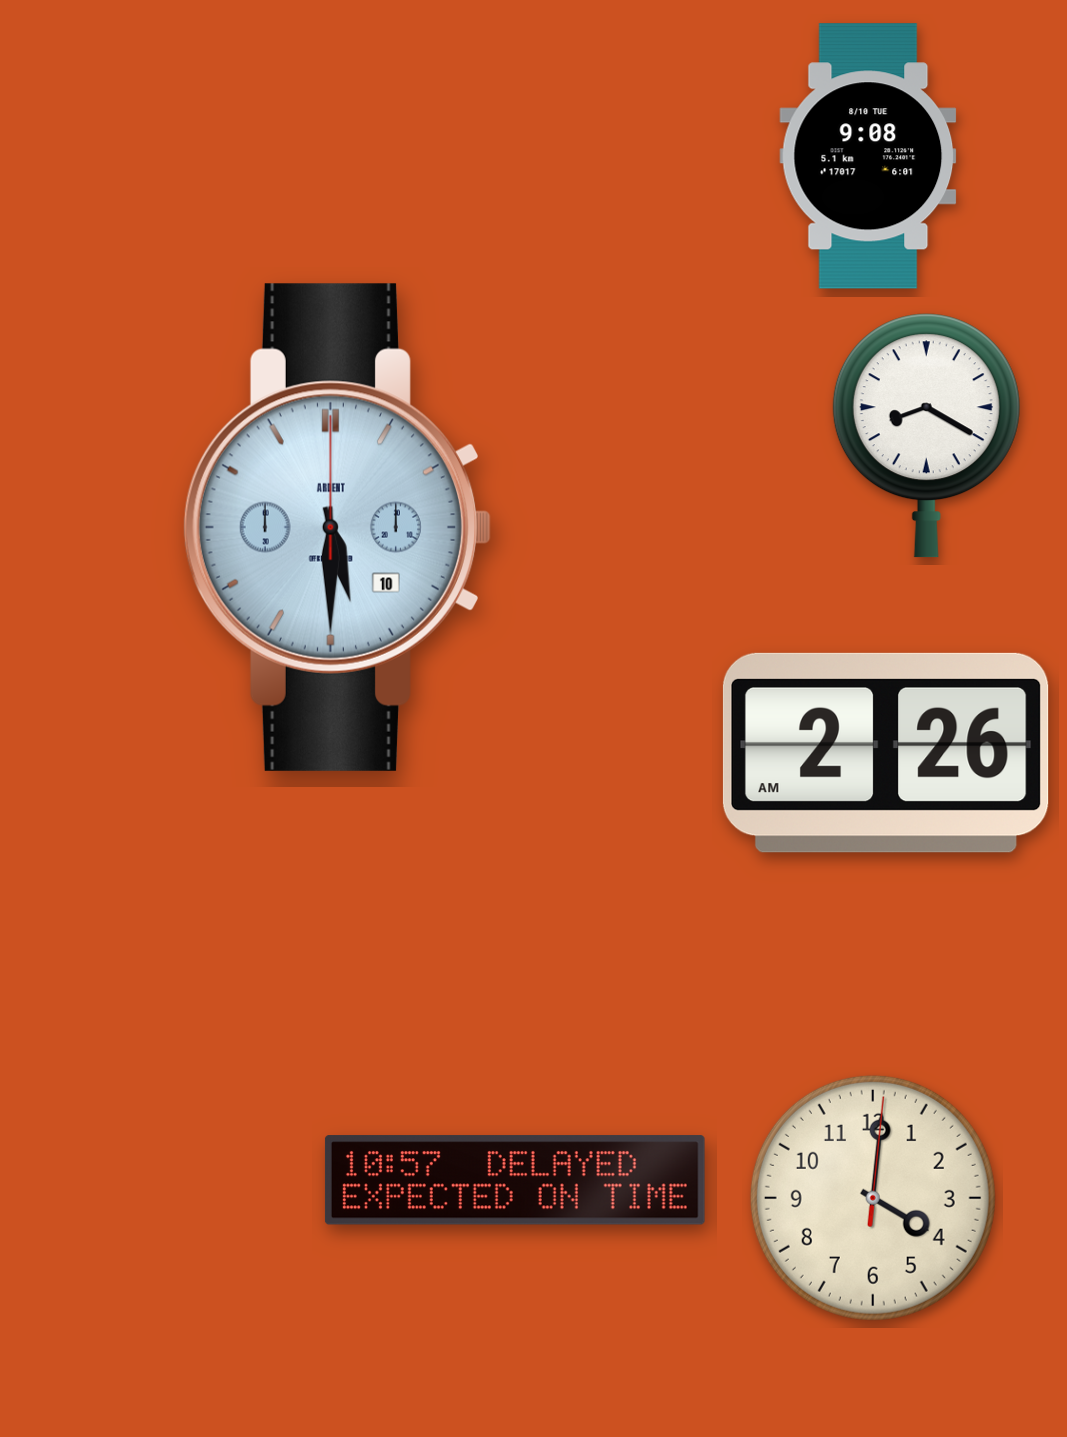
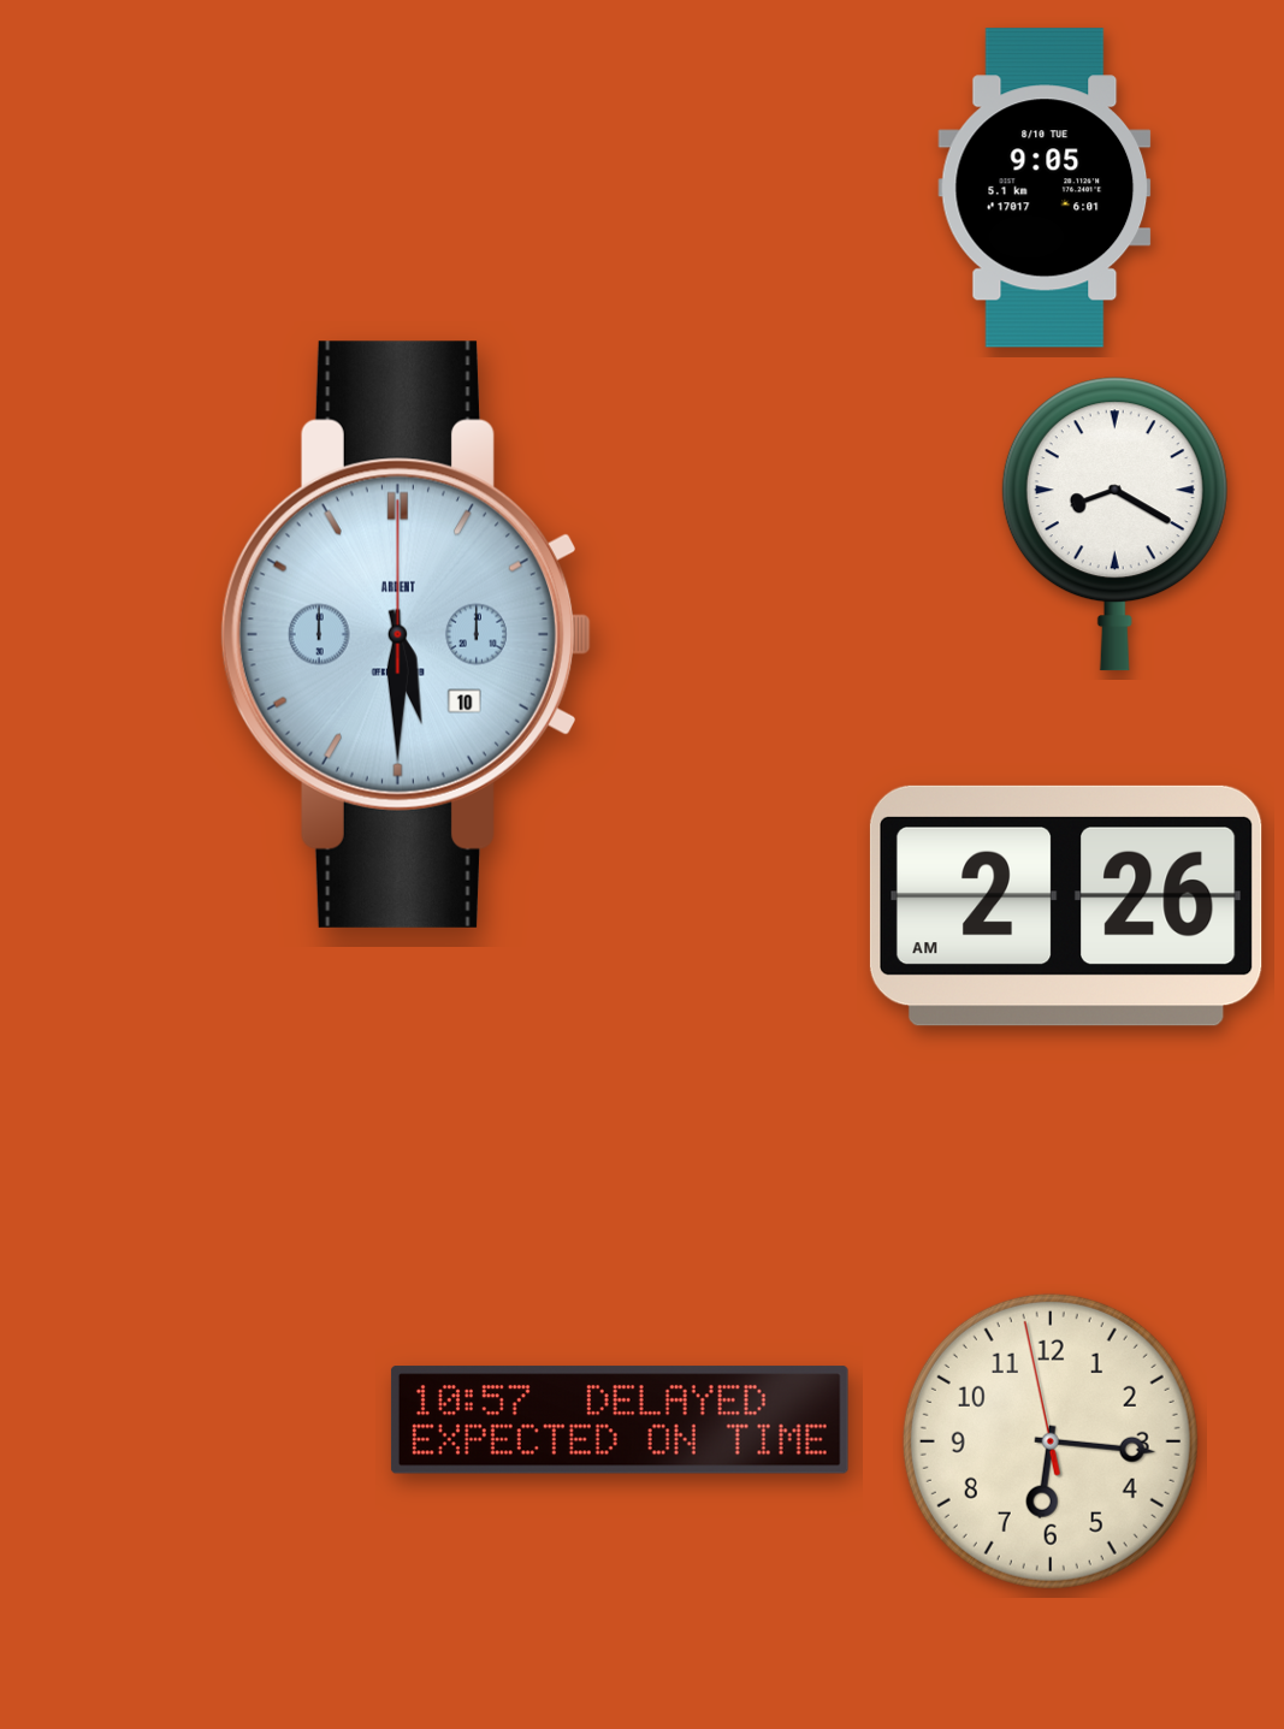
clock at (868, 156): 9:08 -> 9:05
clock at (873, 1198): 4:01 -> 6:15
